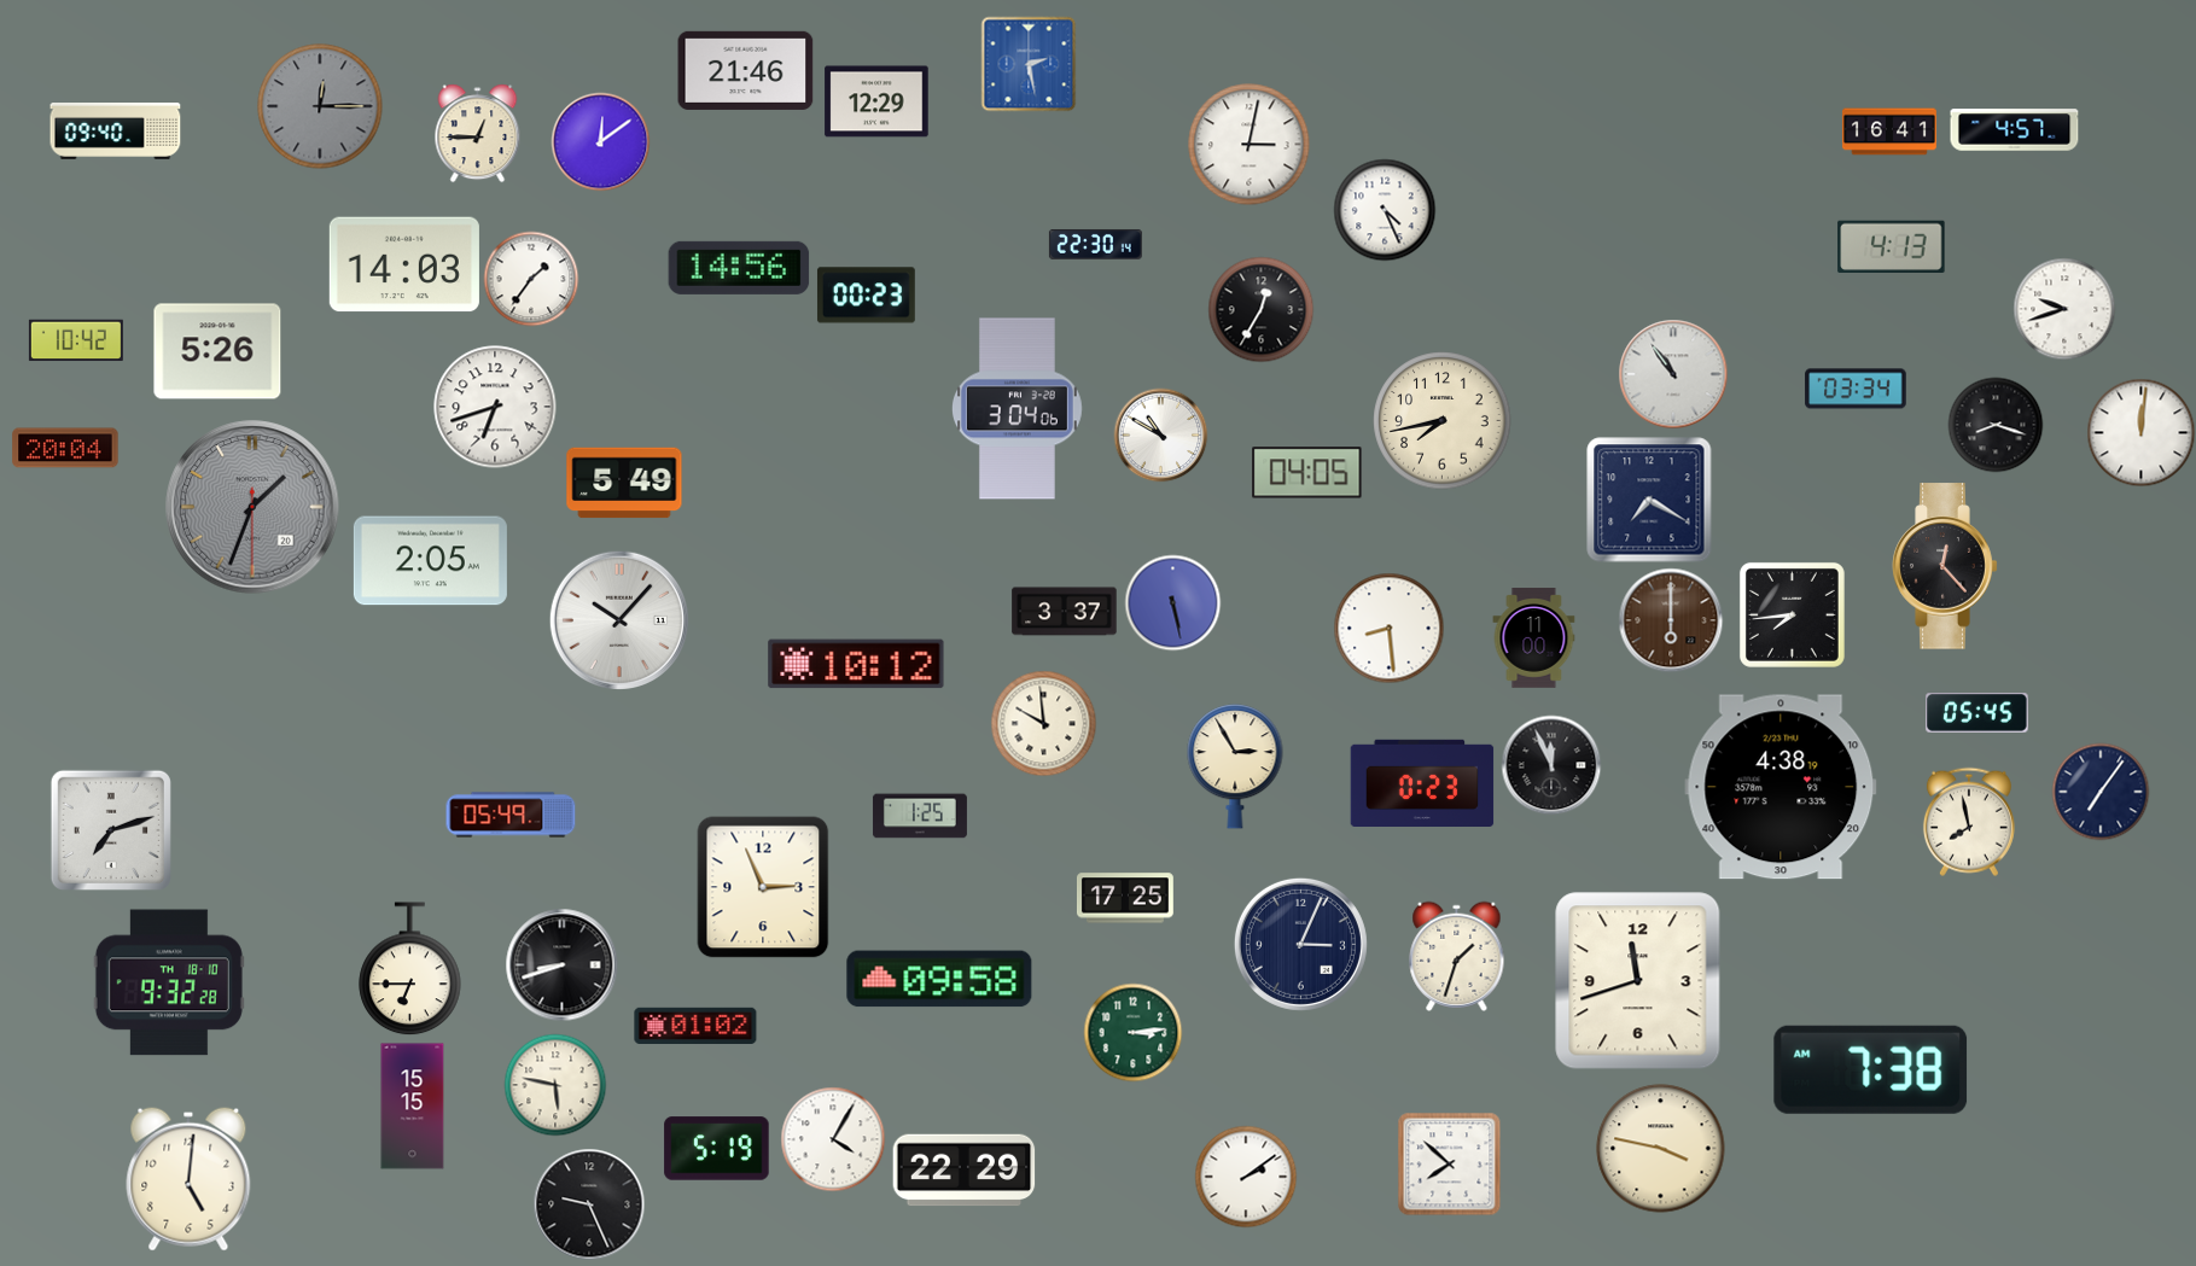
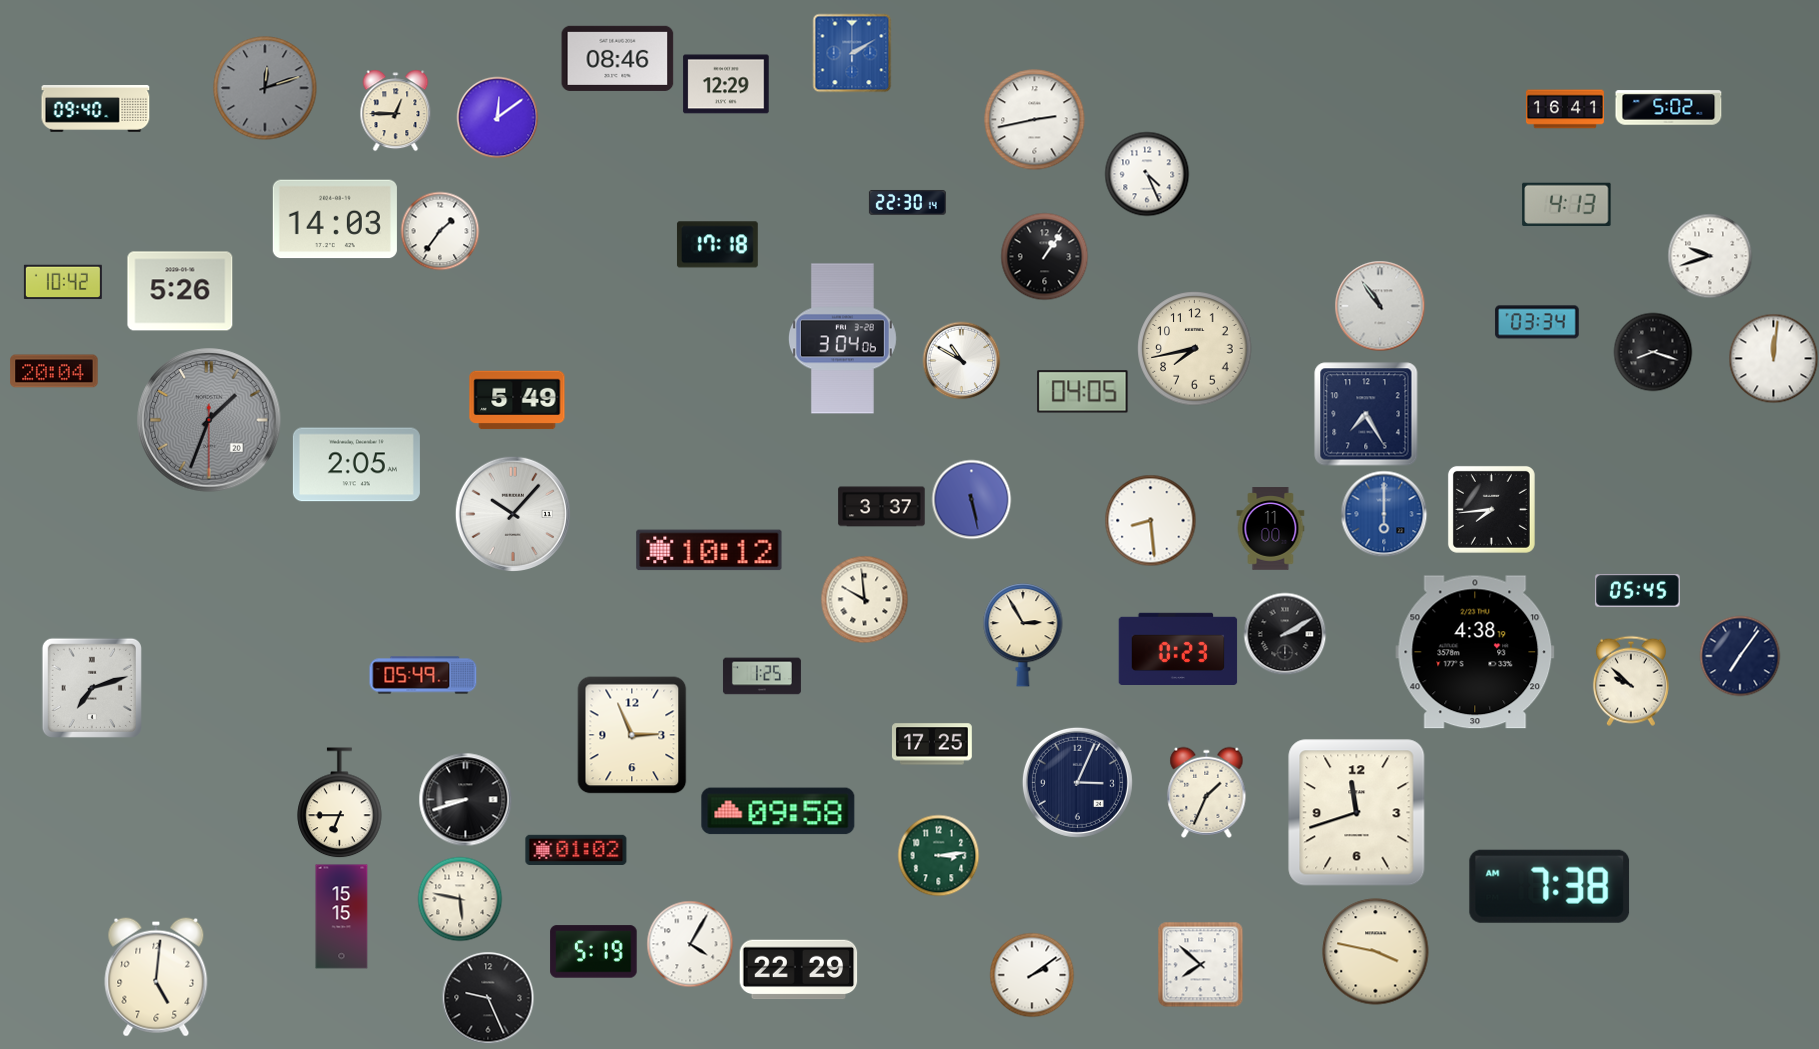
clock at (1029, 64): 2:28 -> 2:10
clock at (746, 70): 21:46 -> 08:46
clock at (320, 106): 12:15 -> 12:12
clock at (2015, 130): 4:57 -> 5:02
clock at (1250, 145): 3:02 -> 2:43
clock at (739, 268): 14:56 -> none
clock at (866, 296): 00:23 -> 17:18
clock at (1260, 309): 12:35 -> 1:06
clock at (1673, 374) position: (1673, 374) -> (1380, 306)
clock at (495, 407): 6:42 -> none
clock at (1649, 500): 7:20 -> 7:25
clock at (1945, 566): 12:23 -> none
clock at (1792, 614) position: (1792, 614) -> (1491, 509)
clock at (1671, 620) dial: brown -> blue
clock at (1551, 765): 11:56 -> 2:10
clock at (1969, 822): 7:58 -> 9:52
clock at (1457, 956): 1:33 -> 1:34
clock at (169, 982): 9:32 -> none
